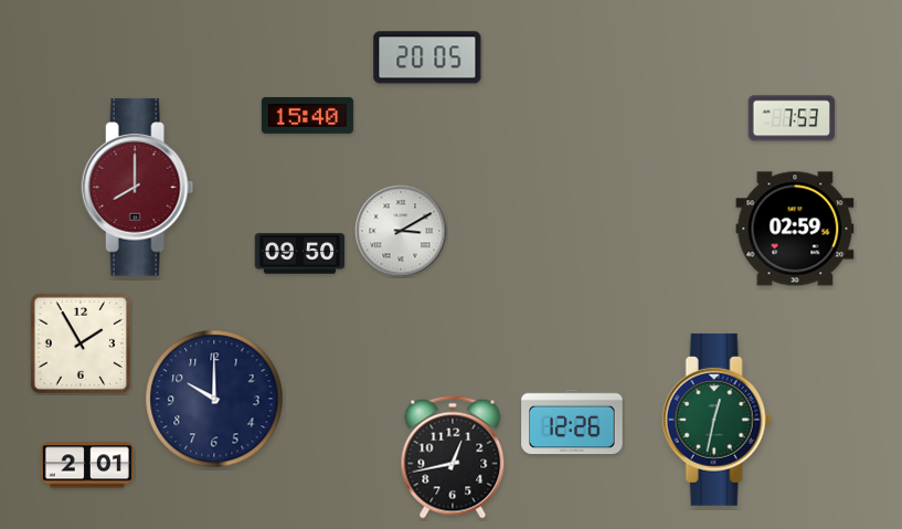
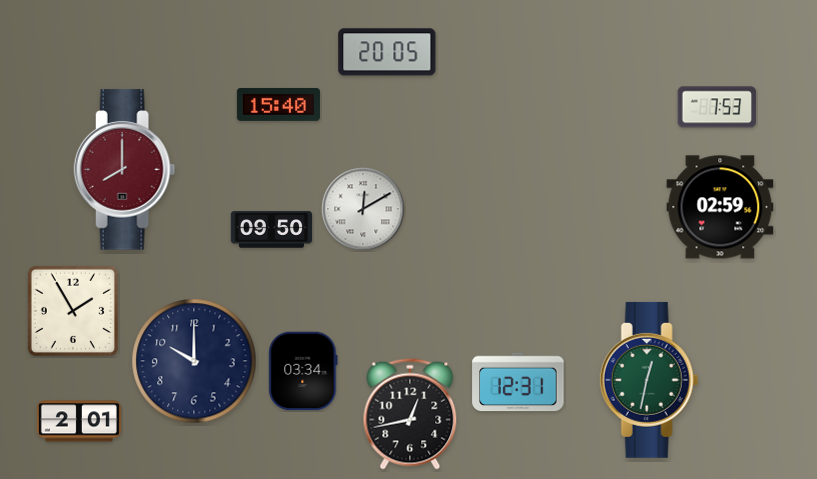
clock at (401, 231): 3:10 -> 12:10
clock at (303, 371): none -> 03:34
clock at (572, 422): 12:26 -> 12:31
